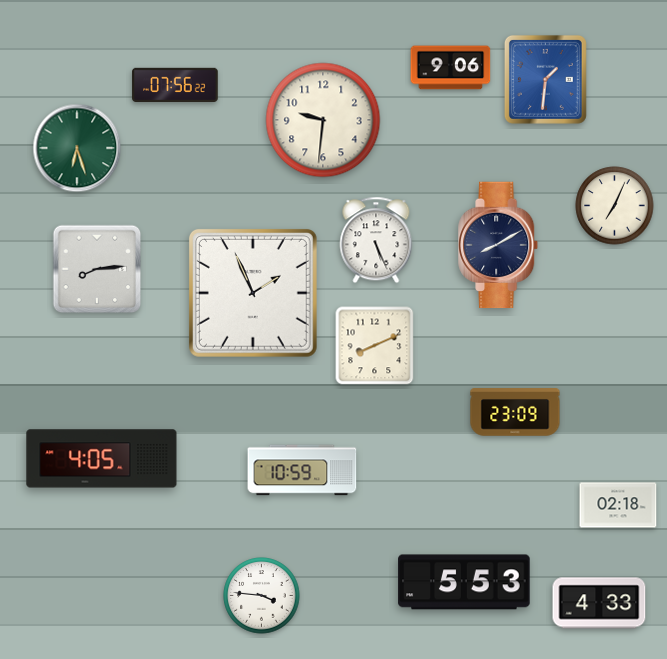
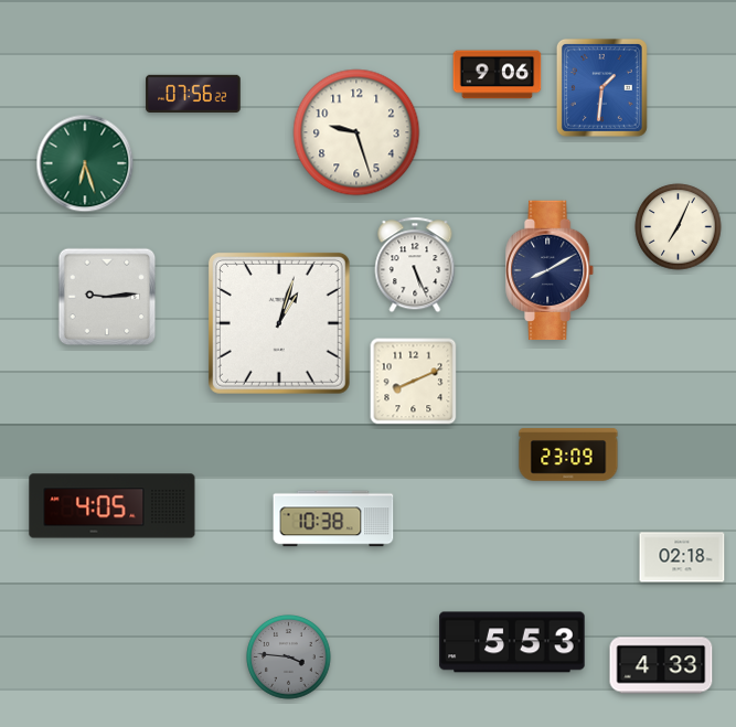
clock at (323, 120): 9:31 -> 9:27
clock at (97, 269): 8:14 -> 9:14
clock at (253, 293): 1:56 -> 1:03
clock at (302, 470): 10:59 -> 10:38
clock at (262, 596) dial: white -> grey
